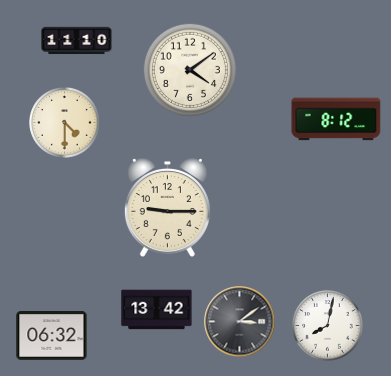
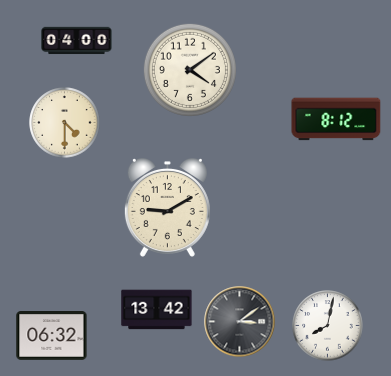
clock at (77, 41): 11:10 -> 04:00
clock at (167, 208): 9:15 -> 9:10
